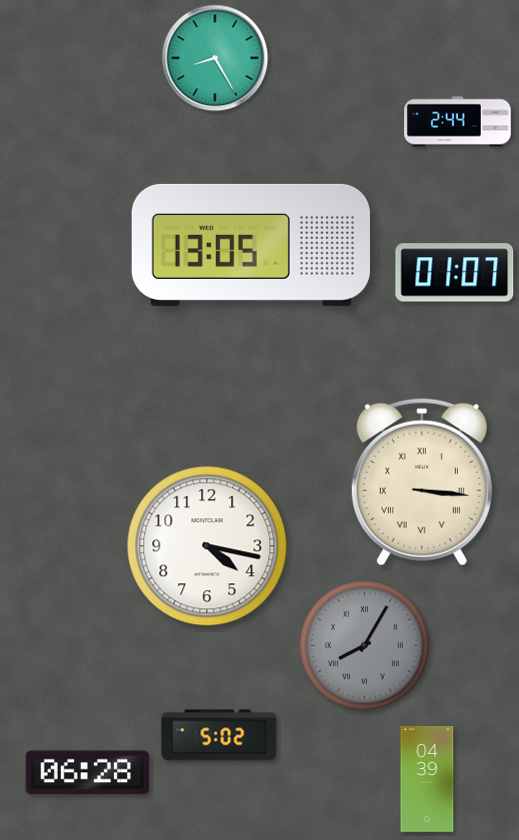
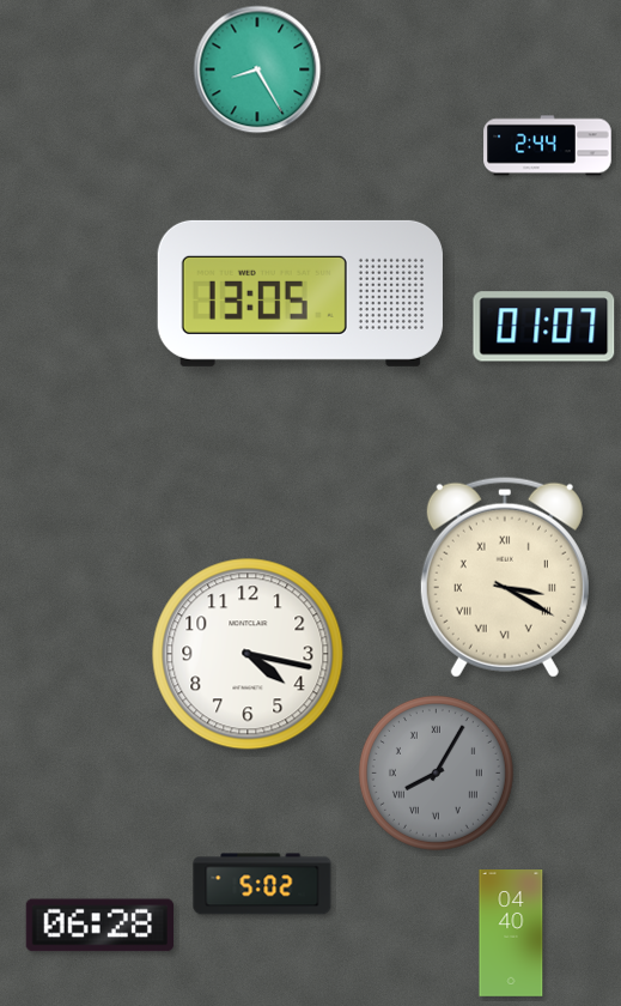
clock at (422, 482): 3:16 -> 3:20
clock at (219, 735) position: (219, 735) -> (262, 884)
clock at (87, 773) position: (87, 773) -> (99, 926)
clock at (427, 780): 04:39 -> 04:40
